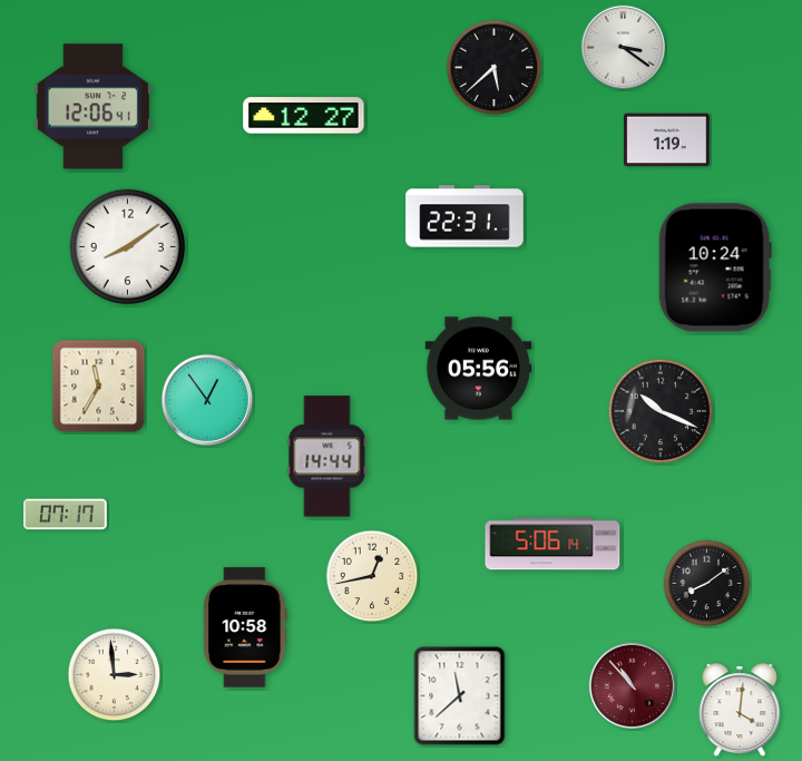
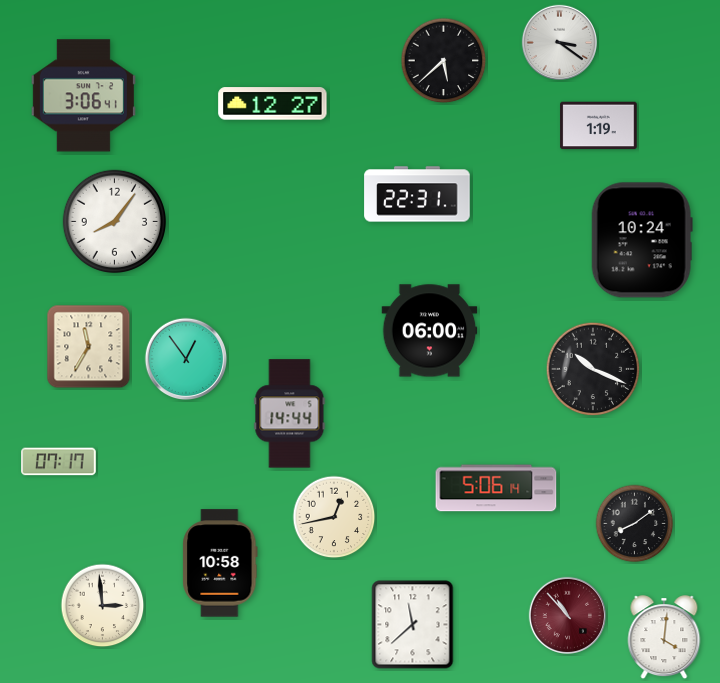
clock at (92, 107): 12:06 -> 3:06
clock at (128, 247): 8:09 -> 8:06
clock at (479, 369): 05:56 -> 06:00
clock at (327, 457) position: (327, 457) -> (290, 414)
